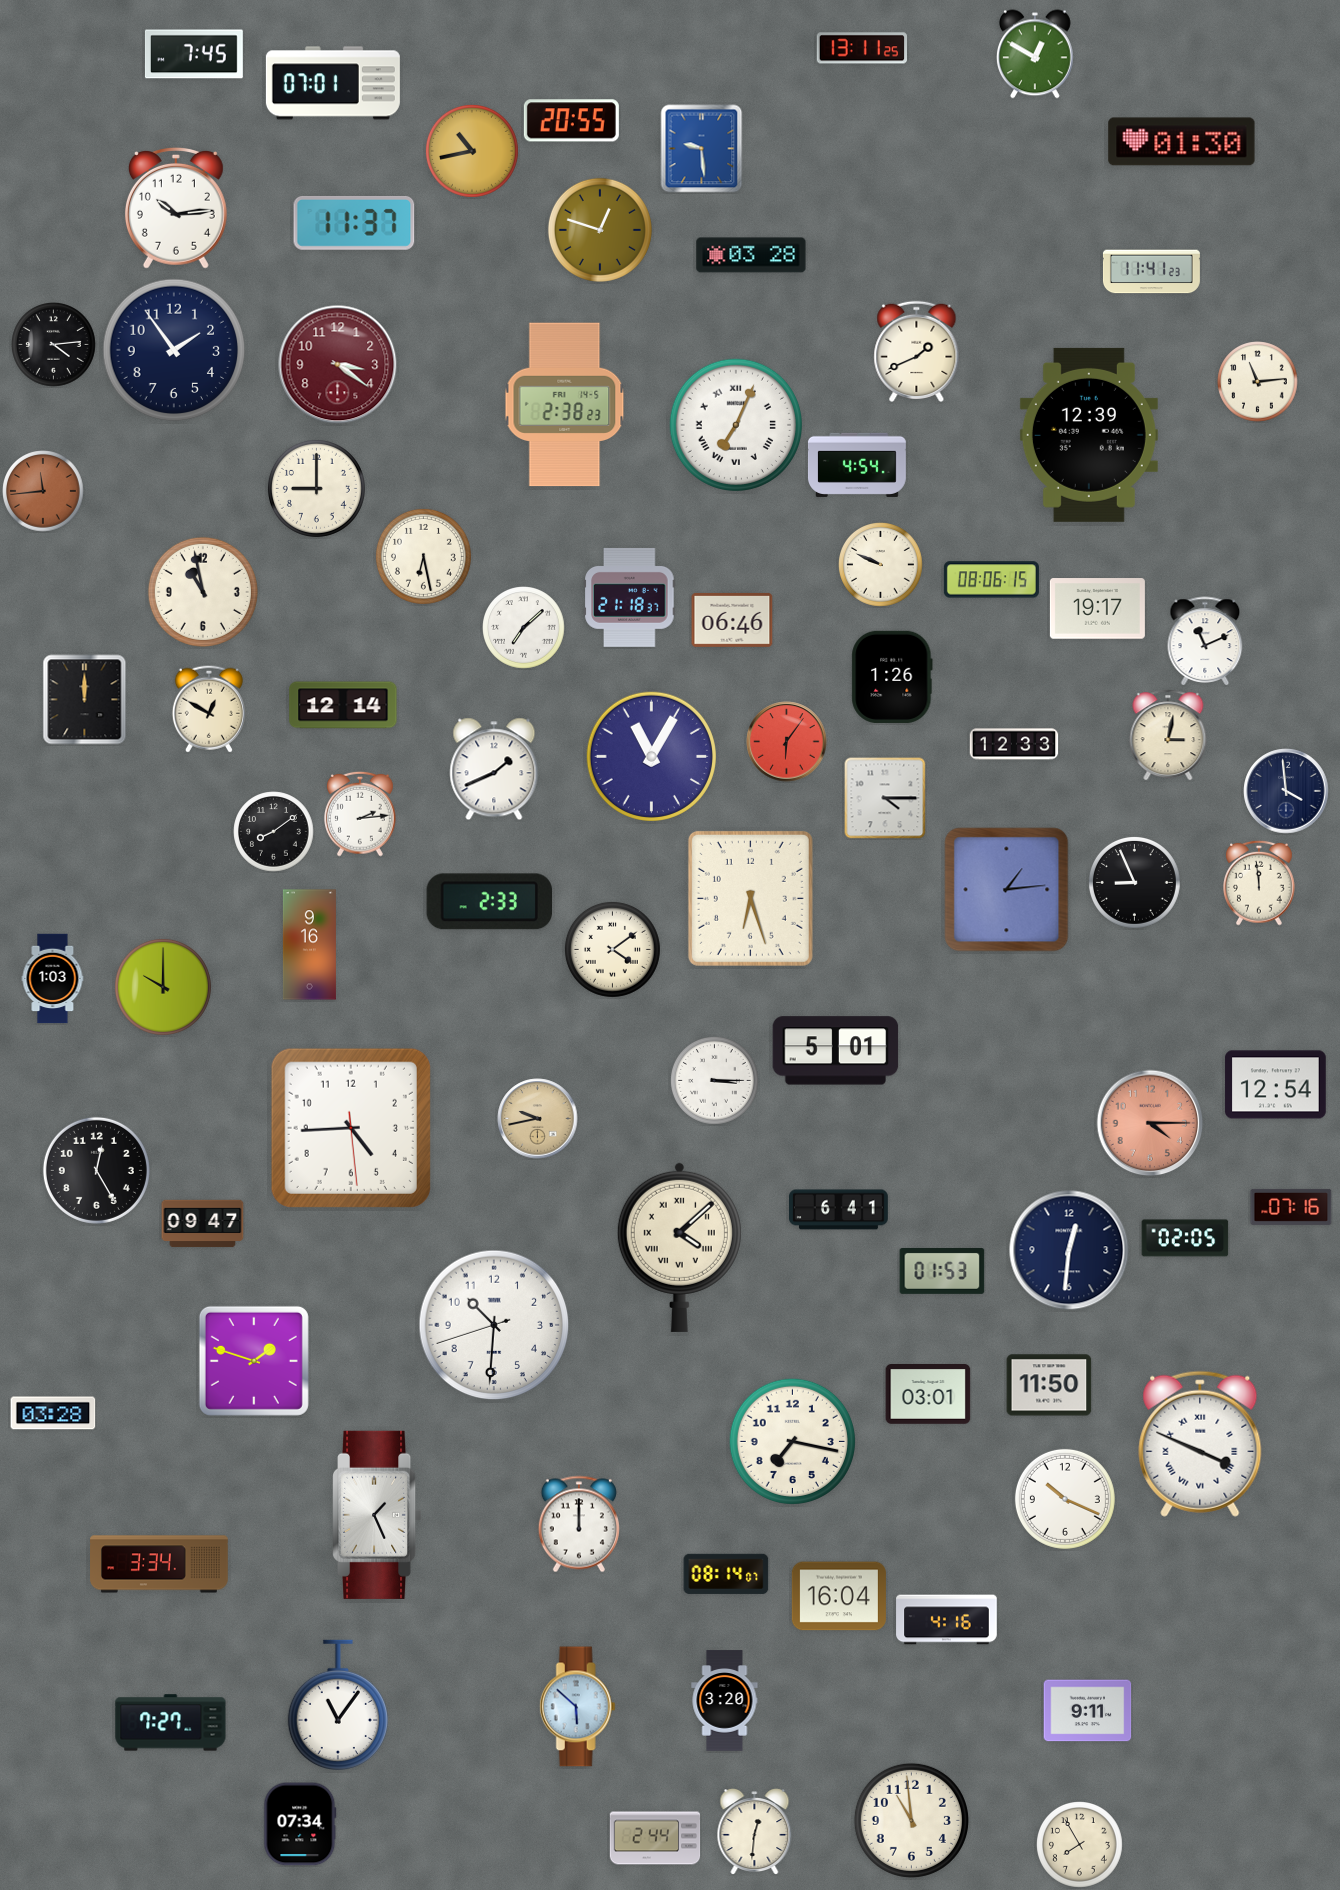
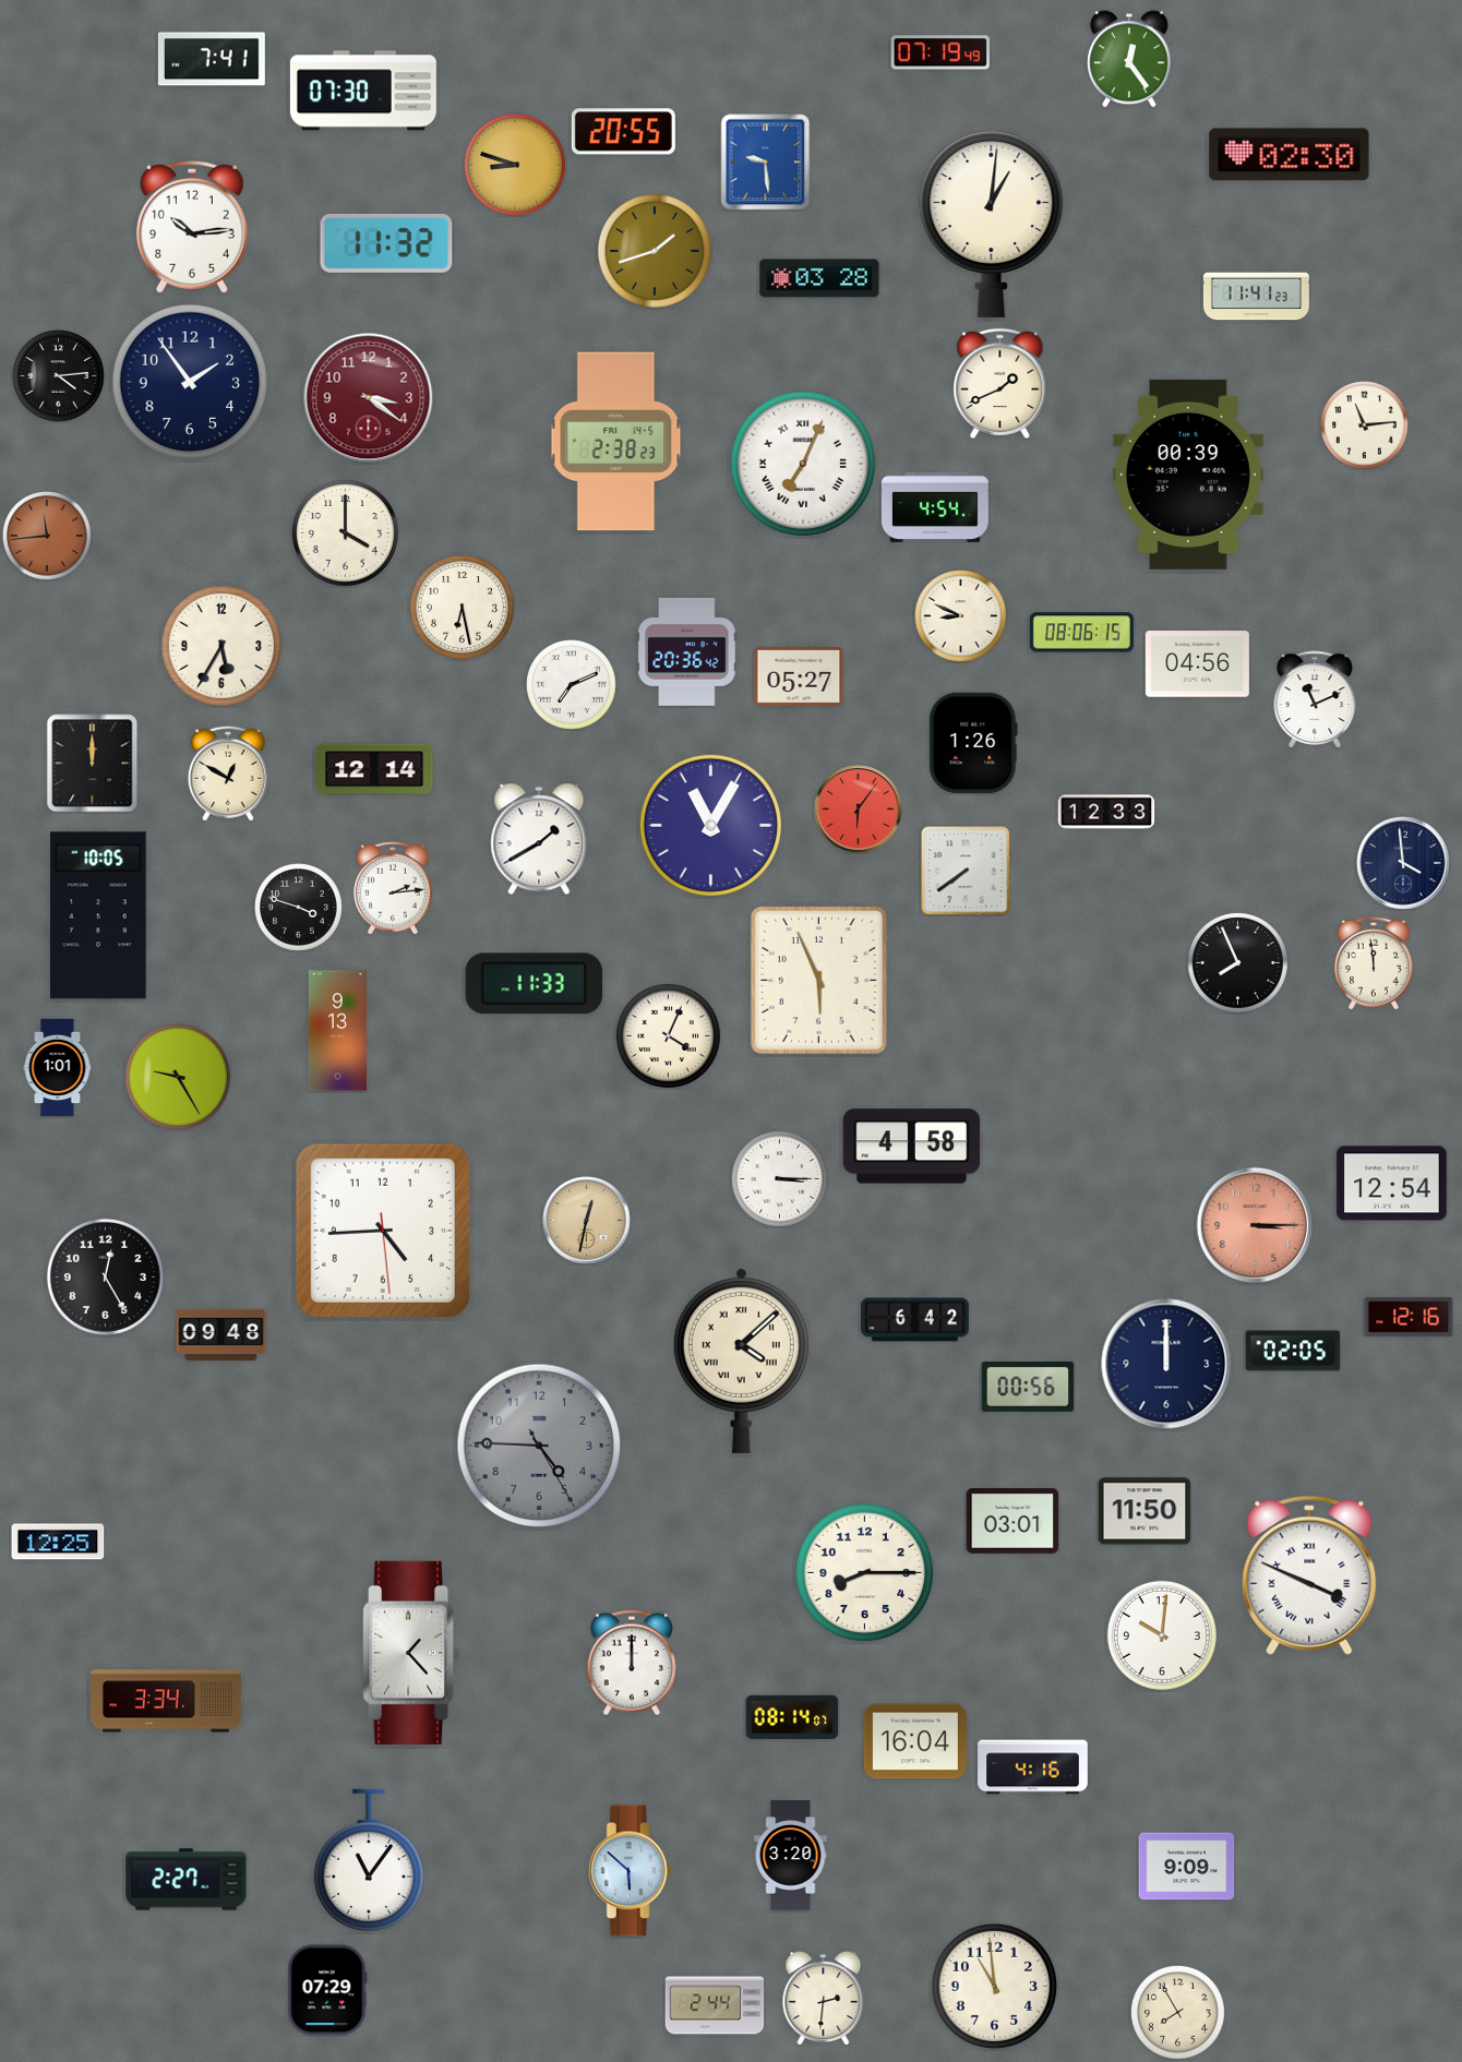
clock at (861, 48): 13:11 -> 07:19
clock at (194, 54): 7:45 -> 7:41
clock at (1036, 54): 12:50 -> 12:24
clock at (333, 83): 07:01 -> 07:30
clock at (1182, 142): 01:30 -> 02:30
clock at (472, 151): 10:43 -> 8:48
clock at (992, 224): none -> 1:01
clock at (354, 223): 11:37 -> 11:32
clock at (600, 230): 12:48 -> 1:42
clock at (1258, 382) position: (1258, 382) -> (1365, 425)
clock at (1089, 435): 12:39 -> 00:39
clock at (316, 488): 9:00 -> 4:00
clock at (881, 565): 9:49 -> 8:49
clock at (203, 592): 10:58 -> 5:35
clock at (630, 597): 21:18 -> 20:36
clock at (1097, 609): 19:17 -> 04:56
clock at (732, 620): 06:46 -> 05:27
clock at (524, 628): 7:08 -> 7:11
clock at (892, 677) position: (892, 677) -> (973, 743)
clock at (1168, 735): 3:02 -> none
clock at (494, 769): 1:41 -> 1:40
clock at (885, 798): 4:15 -> 7:39
clock at (274, 832): 8:09 -> 3:48
clock at (98, 915): none -> 10:05
clock at (1134, 882): 8:56 -> 7:56
clock at (1007, 890): 1:14 -> none
clock at (750, 898): 6:27 -> 5:56
clock at (490, 902): 2:33 -> 11:33
clock at (309, 945): 9:16 -> 9:13
clock at (612, 949): 4:09 -> 4:04
clock at (53, 979): 1:03 -> 1:01
clock at (163, 987): 10:00 -> 9:25
clock at (836, 1051): 5:01 -> 4:58
clock at (538, 1119): 9:43 -> 12:32
clock at (1150, 1123): 4:15 -> 3:15
clock at (1291, 1207): 07:16 -> 12:16
clock at (839, 1210): 6:41 -> 6:42
clock at (203, 1224): 09:47 -> 09:48
clock at (1069, 1250): 12:31 -> 12:00
clock at (942, 1272): 01:53 -> 00:56
clock at (494, 1325): 10:30 -> 4:45
clock at (494, 1325) dial: white -> grey
clock at (254, 1361): 1:48 -> none
clock at (53, 1413): 03:28 -> 12:25
clock at (792, 1441): 7:17 -> 8:15
clock at (1065, 1499): 10:19 -> 10:01
clock at (378, 1515): 1:26 -> 1:23
clock at (159, 1564) position: (159, 1564) -> (166, 1701)
clock at (577, 1707) position: (577, 1707) -> (630, 1871)
clock at (1088, 1711): 9:11 -> 9:09
clock at (171, 1723): 7:27 -> 2:27
clock at (300, 1824): 07:34 -> 07:29
clock at (755, 1832): 12:31 -> 2:31
